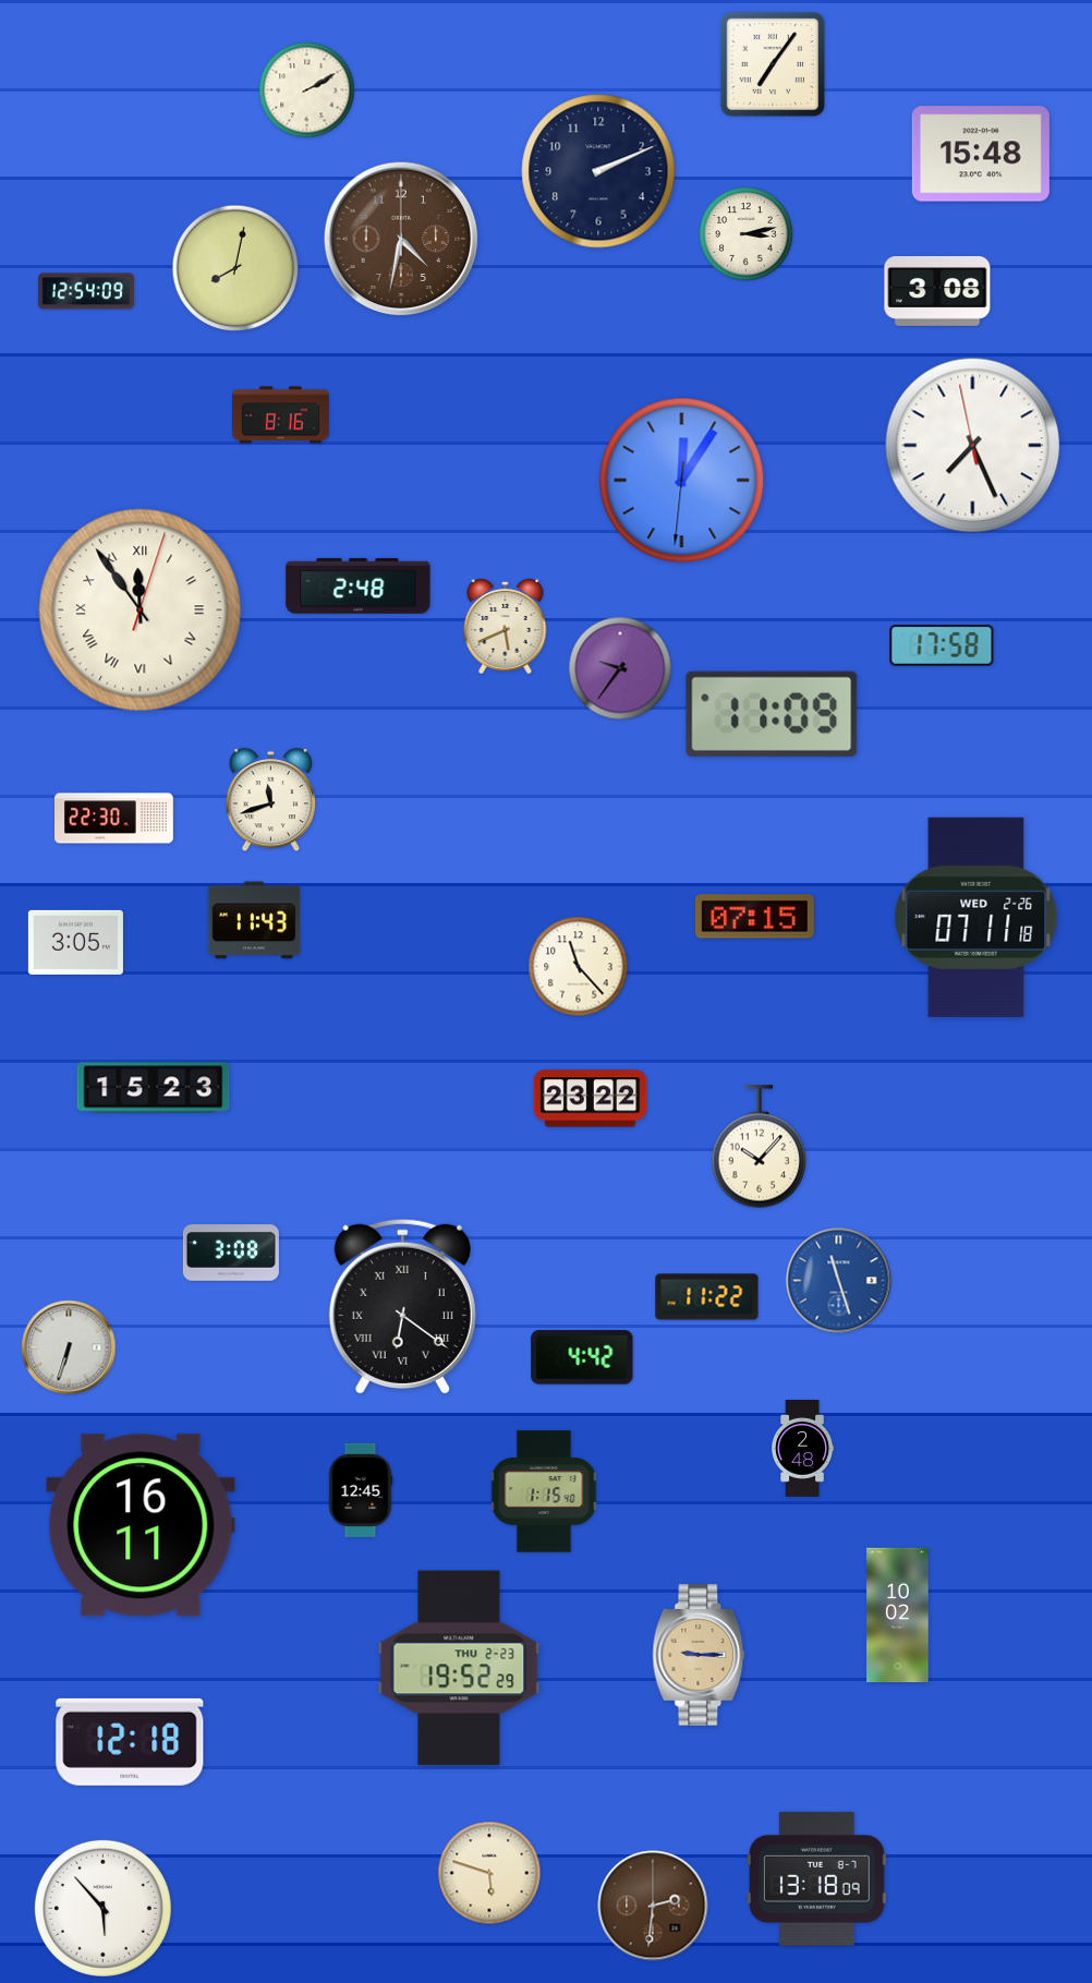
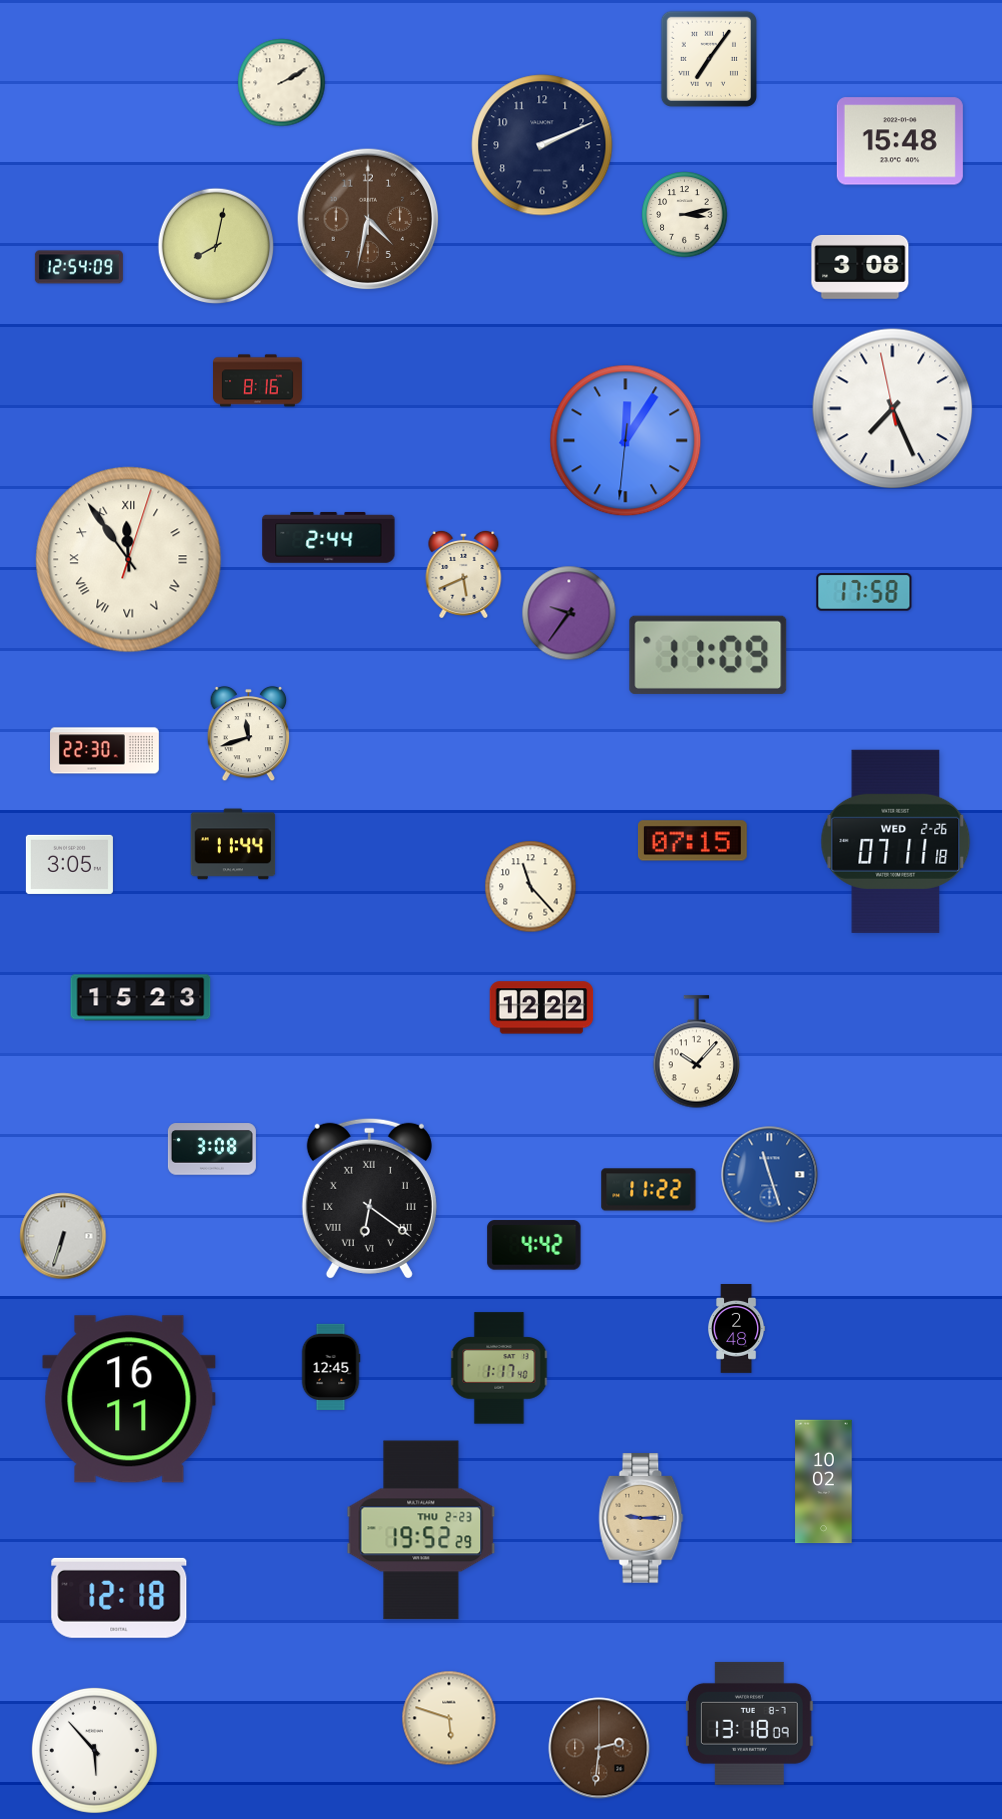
clock at (598, 171) position: (598, 171) -> (542, 145)
clock at (359, 585): 2:48 -> 2:44
clock at (254, 920): 11:43 -> 11:44
clock at (591, 1099): 23:22 -> 12:22
clock at (544, 1491): 1:15 -> 1:17
